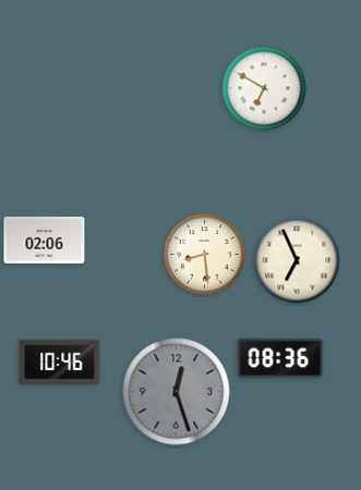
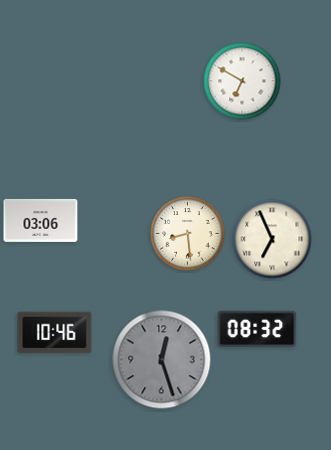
clock at (45, 240): 02:06 -> 03:06
clock at (280, 358): 08:36 -> 08:32
